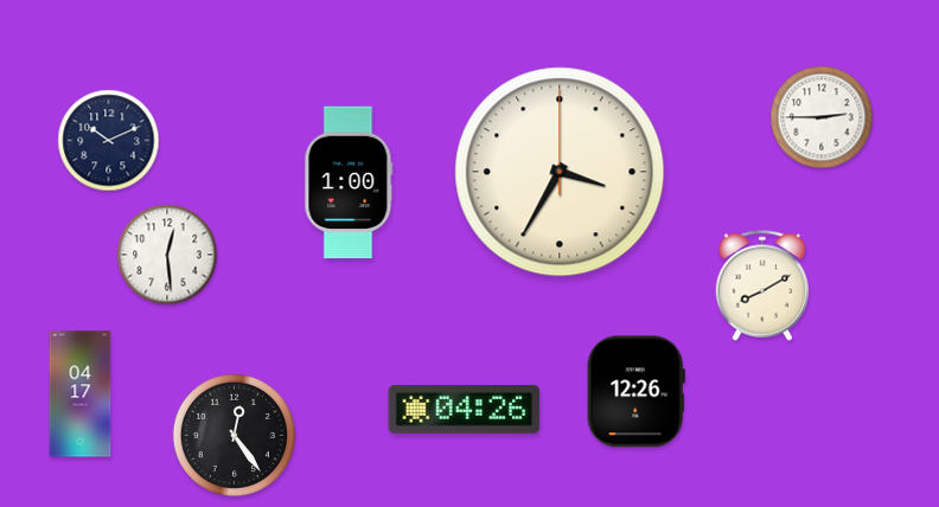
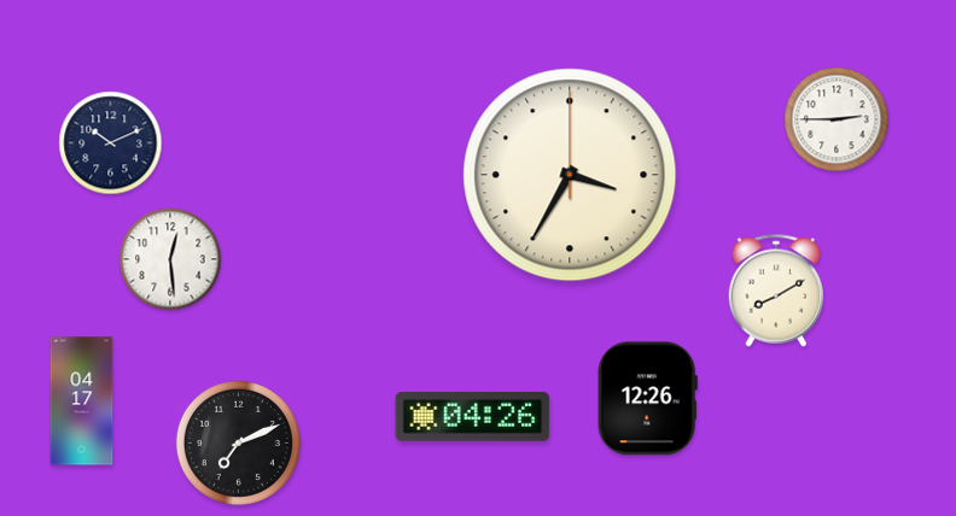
clock at (349, 182): 1:00 -> none
clock at (234, 435): 12:24 -> 7:11
